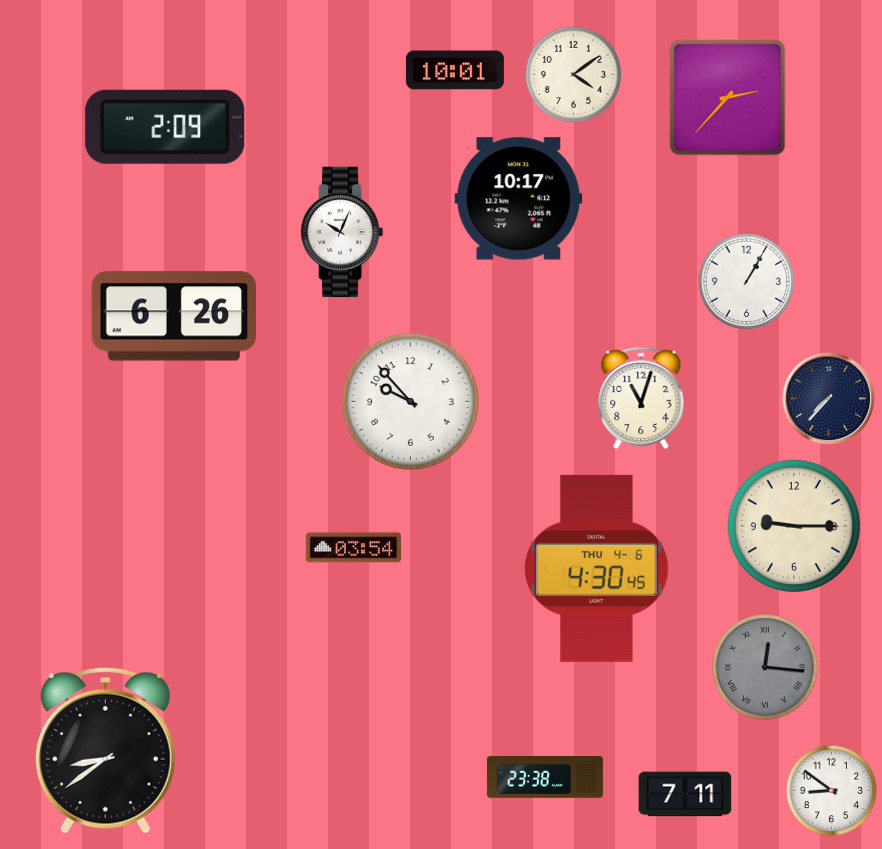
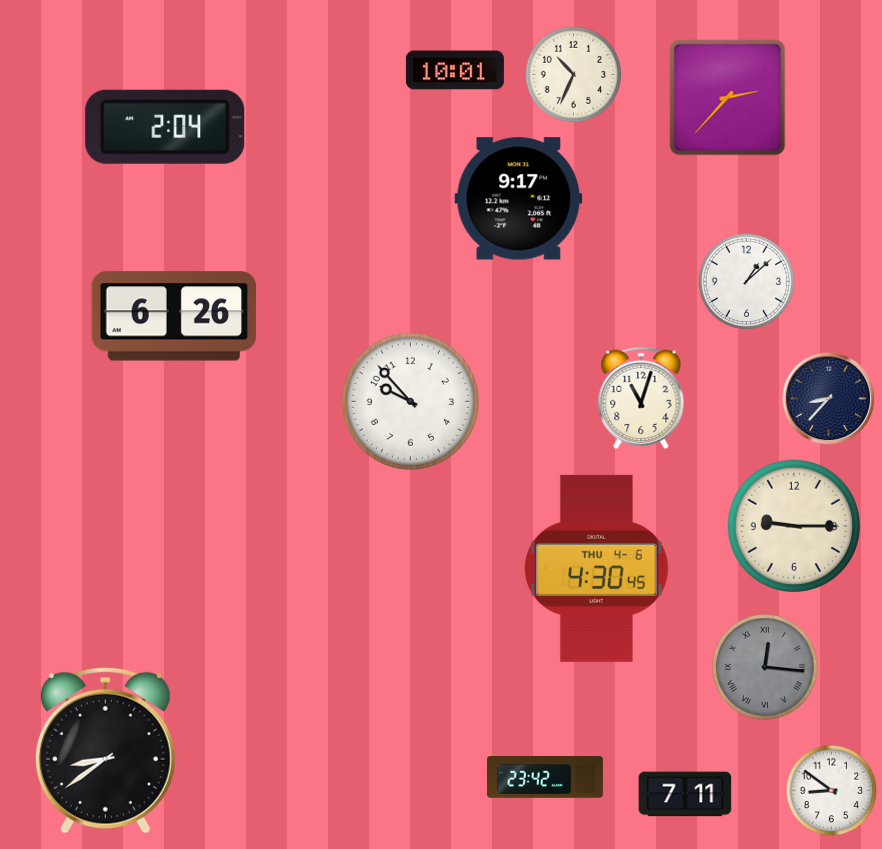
clock at (573, 74): 4:09 -> 10:34
clock at (165, 127): 2:09 -> 2:04
clock at (519, 199): 10:17 -> 9:17
clock at (343, 232): 10:04 -> none
clock at (746, 281): 1:05 -> 1:08
clock at (829, 399): 7:37 -> 8:37
clock at (354, 548): 03:54 -> none
clock at (545, 777): 23:38 -> 23:42
